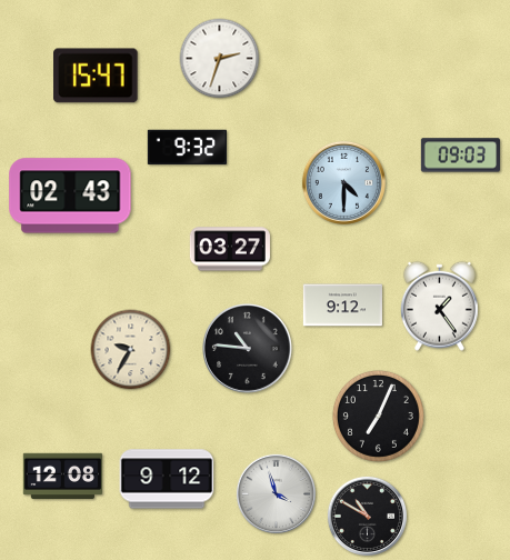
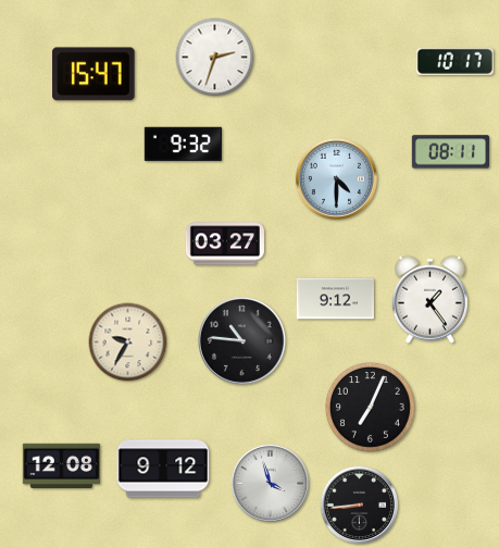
clock at (454, 61): none -> 10:17
clock at (460, 156): 09:03 -> 08:11
clock at (70, 196): 02:43 -> none
clock at (368, 517): 10:50 -> 8:44
